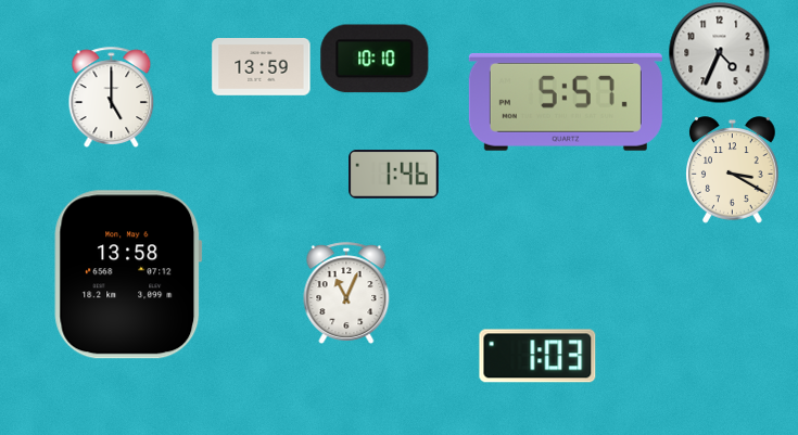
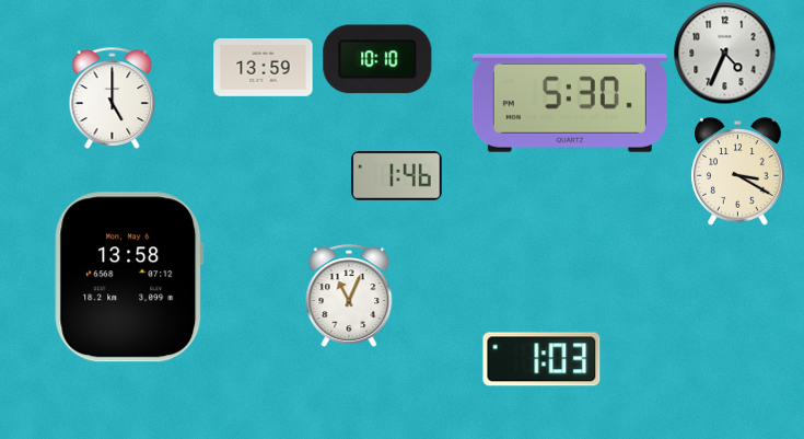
clock at (566, 102): 5:57 -> 5:30
